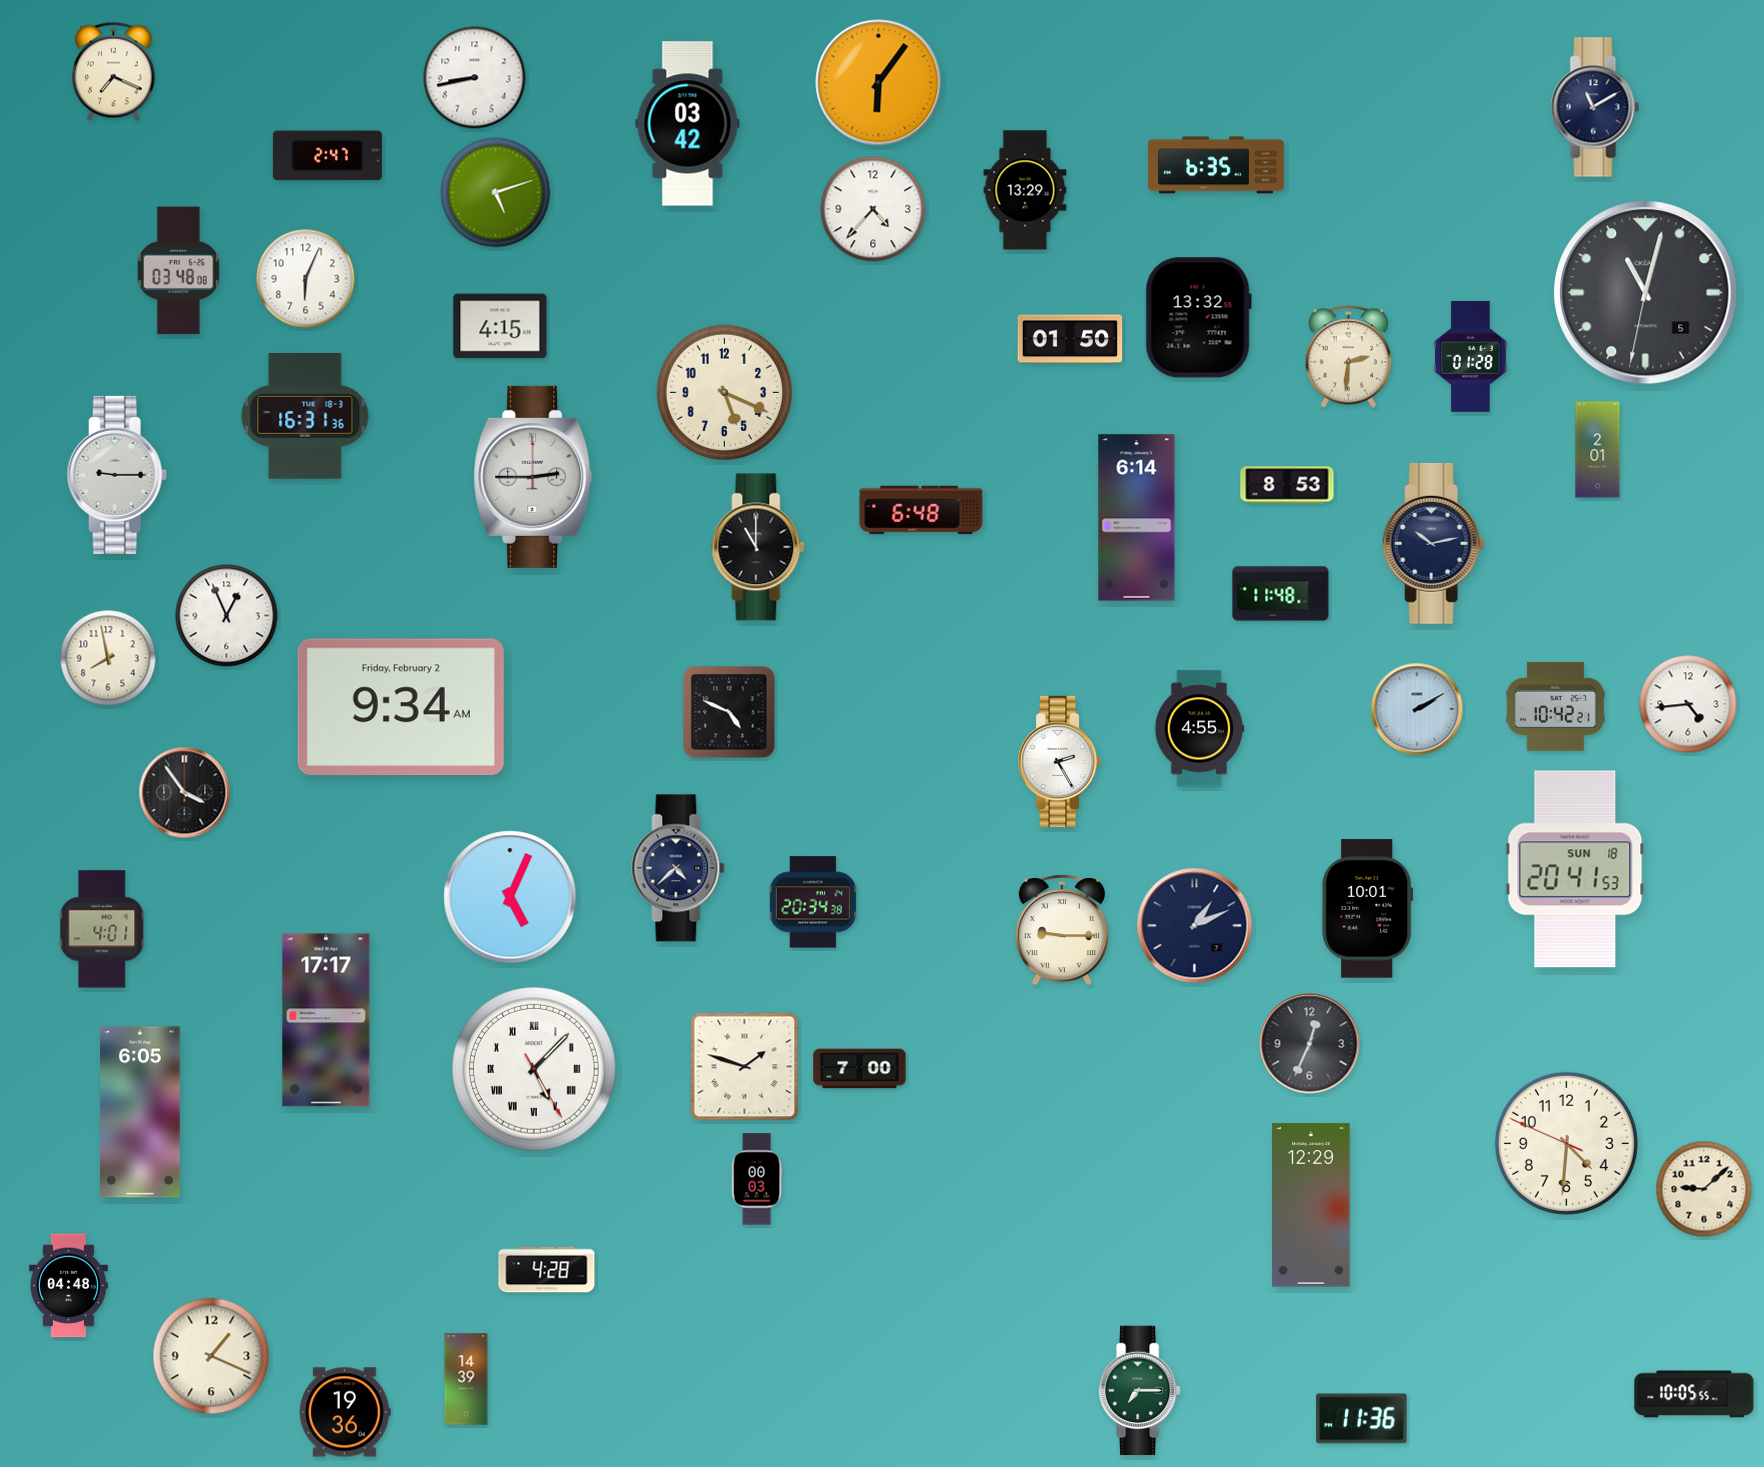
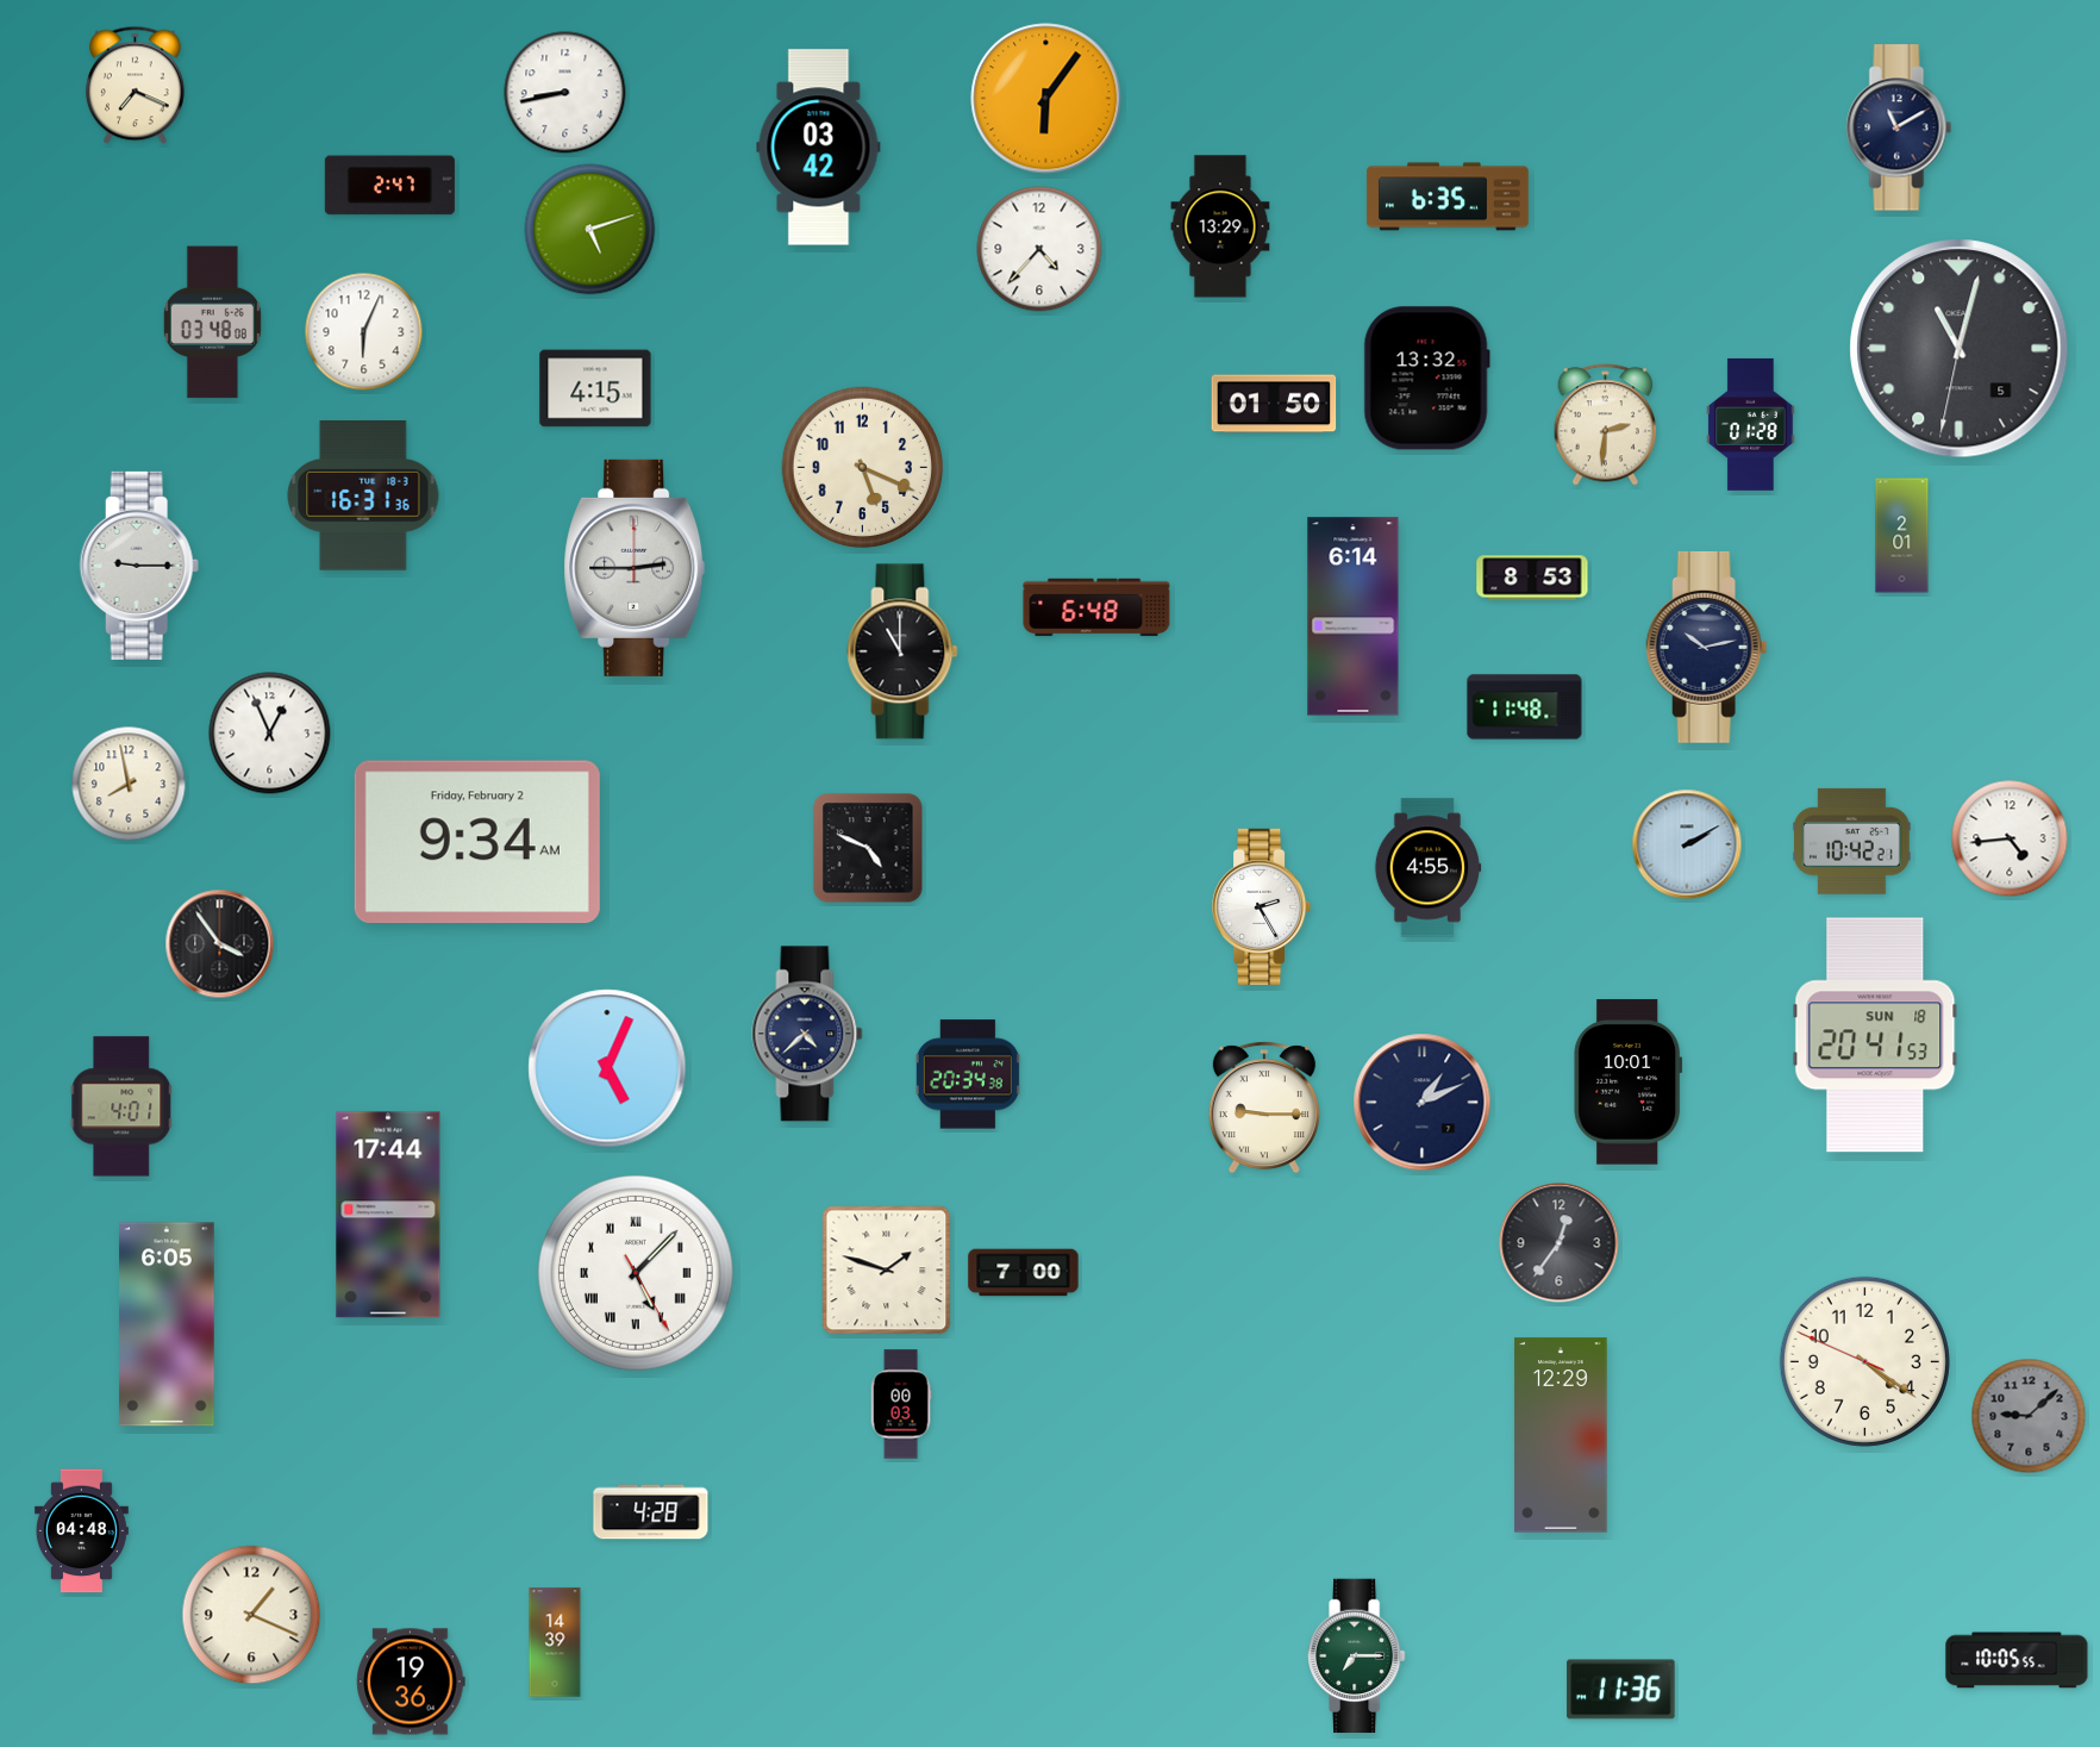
clock at (326, 1020): 17:17 -> 17:44
clock at (1310, 1044): 12:34 -> 12:36
clock at (1566, 1143): 4:30 -> 4:20
clock at (1704, 1189) dial: cream -> grey
